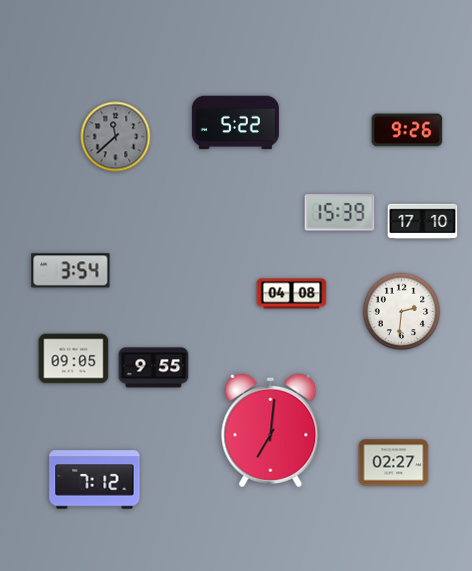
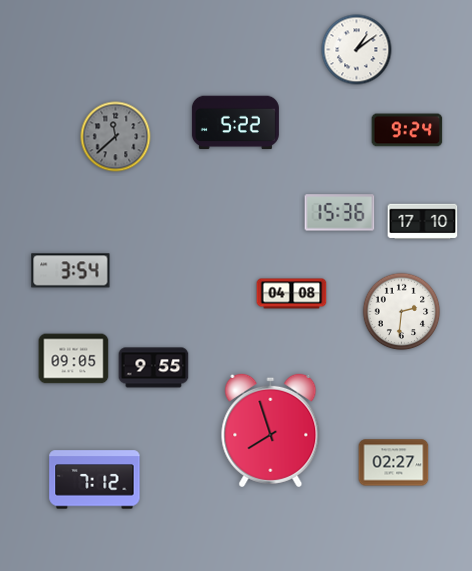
clock at (357, 50): none -> 1:09
clock at (407, 130): 9:26 -> 9:24
clock at (340, 213): 15:39 -> 15:36
clock at (271, 430): 7:01 -> 7:57
